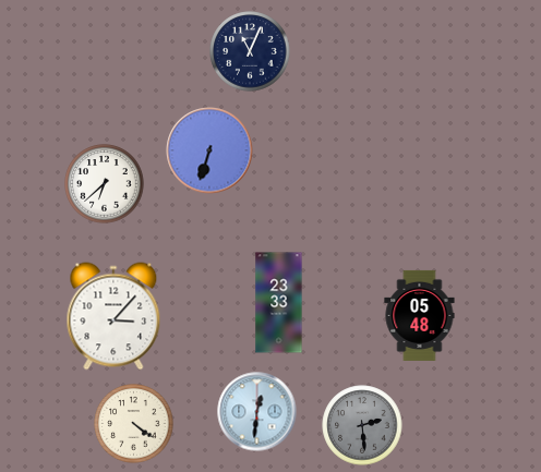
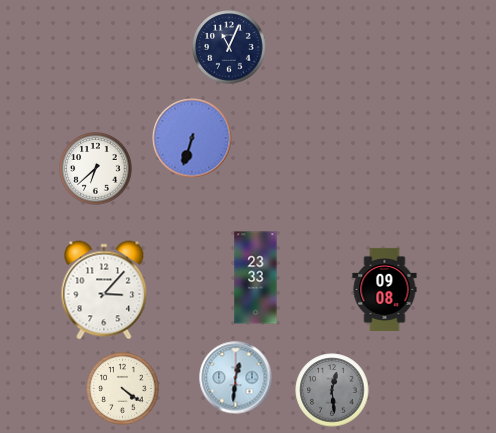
clock at (420, 315): 05:48 -> 09:08
clock at (362, 425): 2:29 -> 12:29
